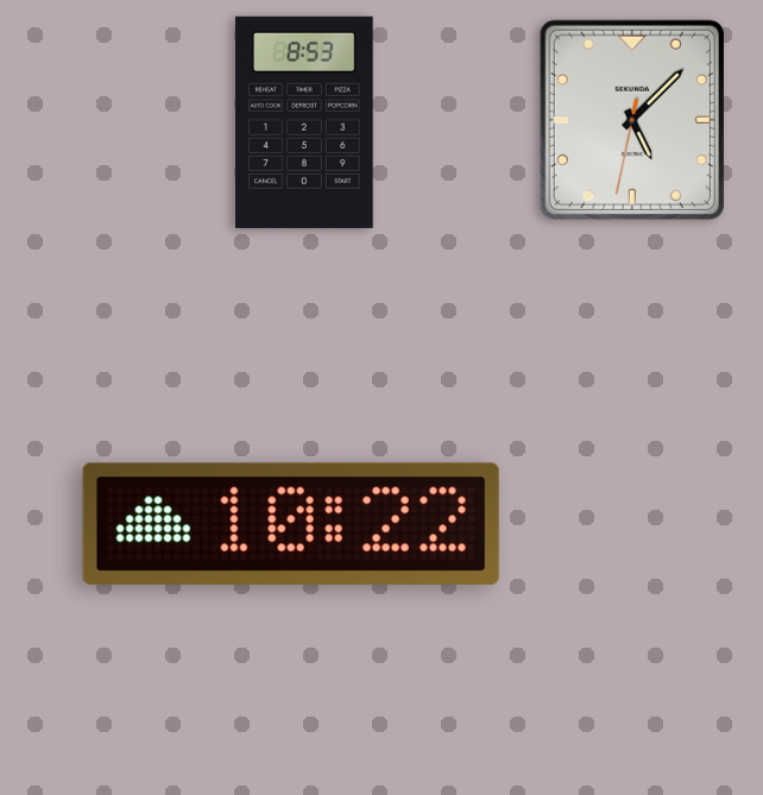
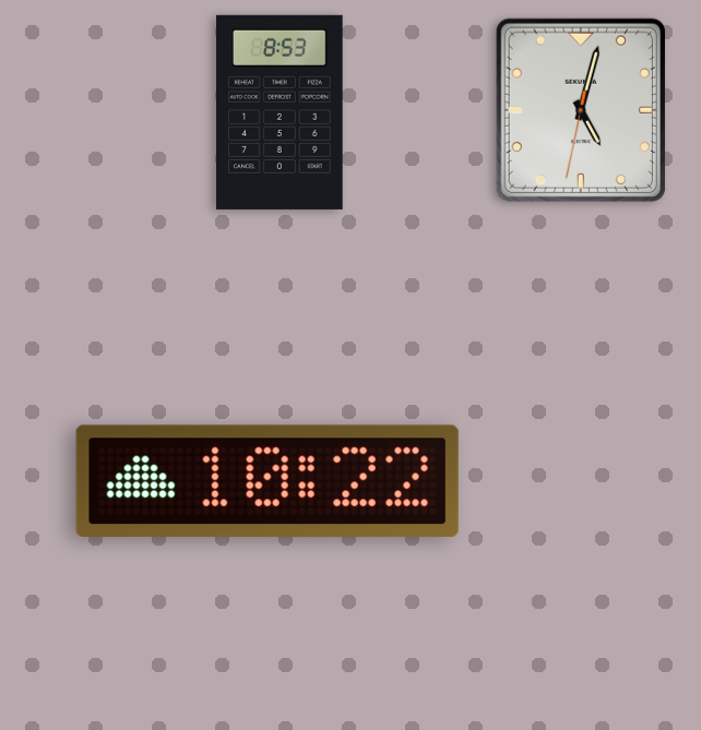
clock at (632, 120): 5:07 -> 5:02
